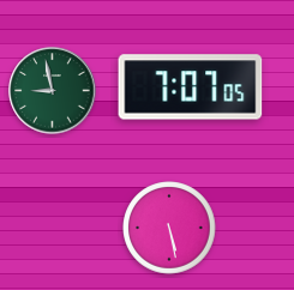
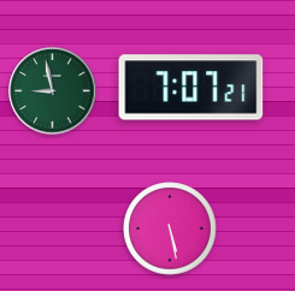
clock at (191, 87): 7:07:05 -> 7:07:21
